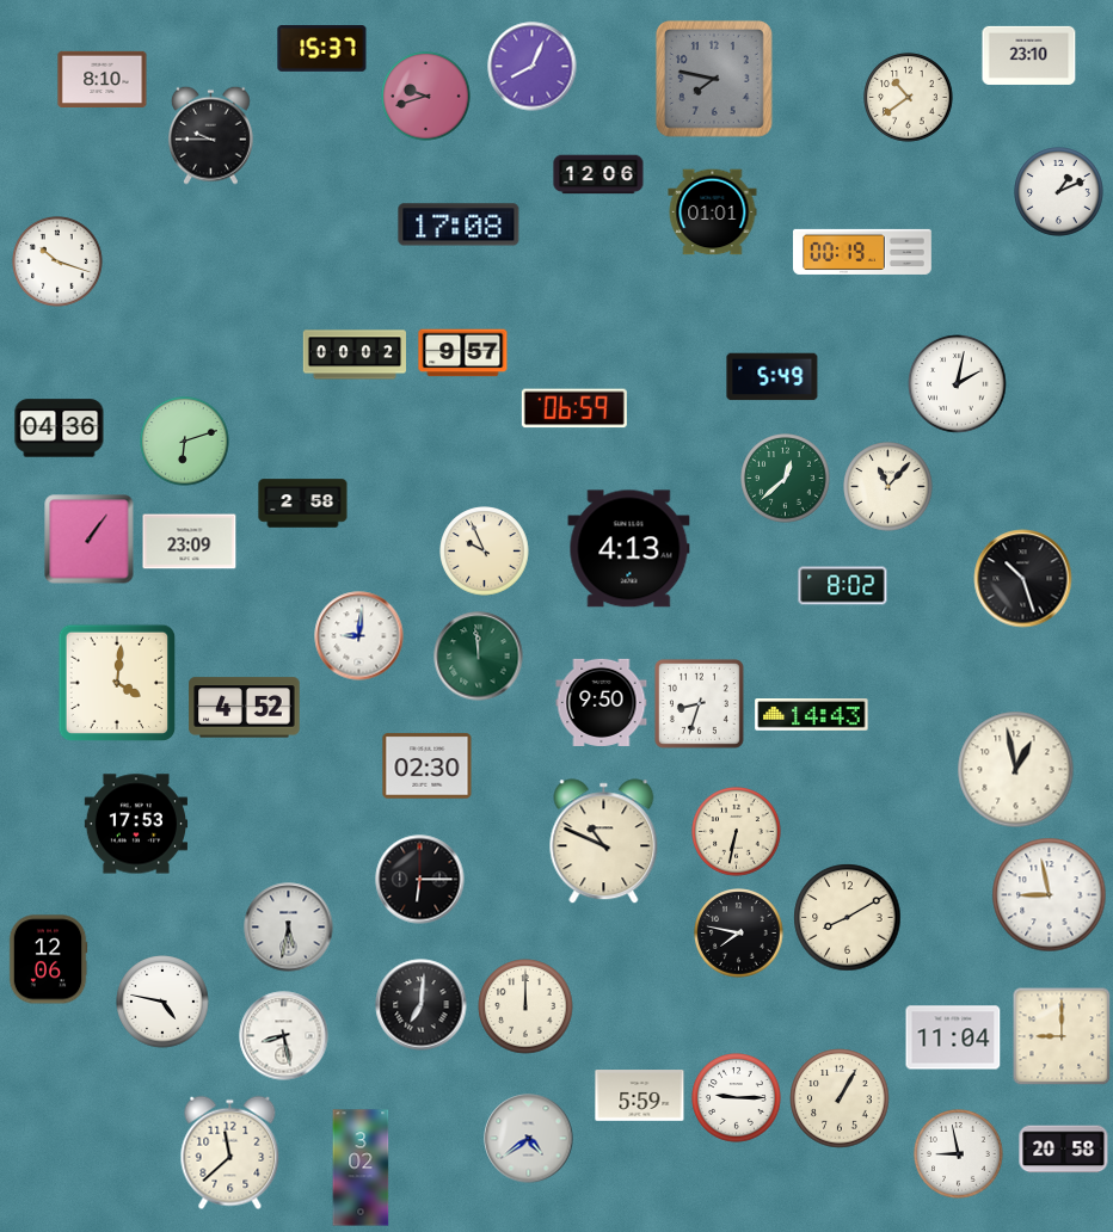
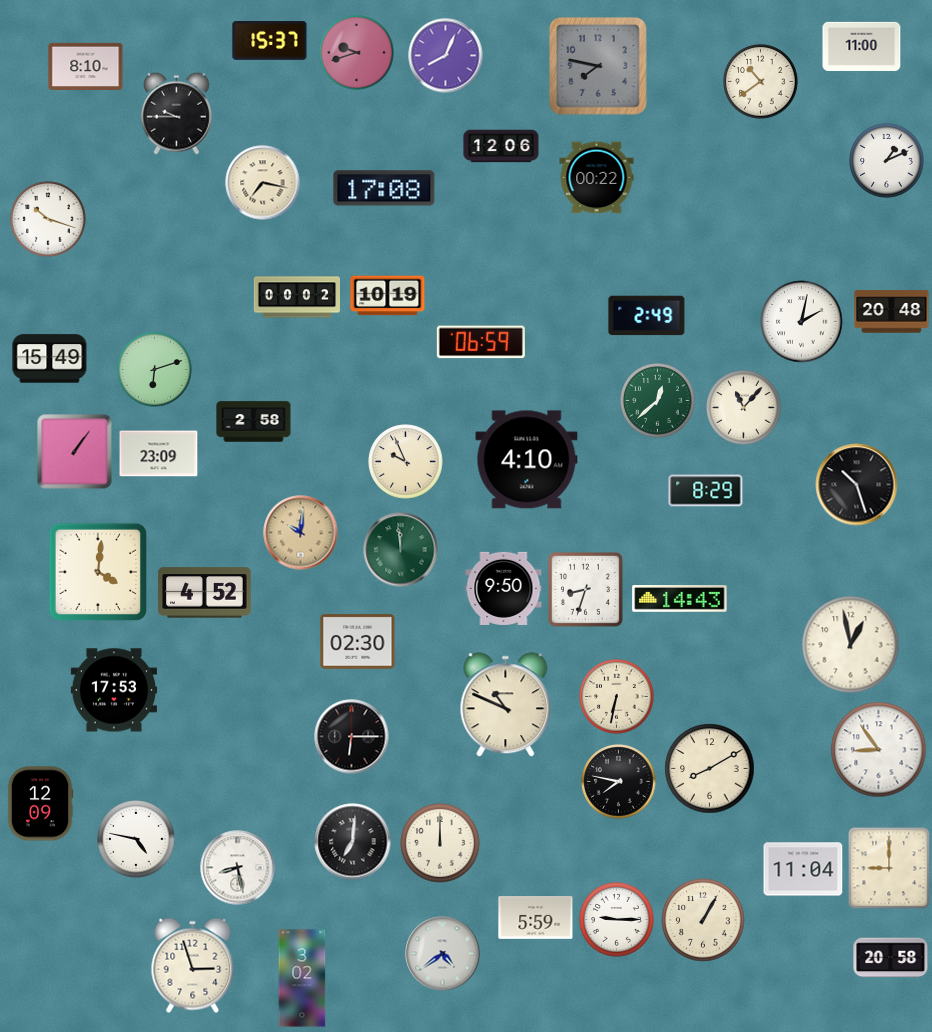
clock at (1029, 55): 23:10 -> 11:00
clock at (426, 97) position: (426, 97) -> (357, 53)
clock at (713, 212): 01:01 -> 00:22
clock at (263, 183): none -> 7:17
clock at (863, 252): 00:19 -> none
clock at (463, 353): 9:57 -> 10:19
clock at (892, 312): none -> 20:48
clock at (773, 377): 5:49 -> 2:49
clock at (60, 429): 04:36 -> 15:49
clock at (629, 549): 4:13 -> 4:10
clock at (843, 586): 8:02 -> 8:29
clock at (359, 636): 9:01 -> 10:01
clock at (359, 636) dial: white -> champagne
clock at (1050, 895): 8:58 -> 8:54
clock at (289, 928): 5:32 -> none
clock at (48, 960): 12:06 -> 12:09
clock at (953, 1037) position: (953, 1037) -> (803, 869)
clock at (1064, 1150) position: (1064, 1150) -> (891, 958)
clock at (230, 1153): 11:38 -> 2:57
clock at (959, 1154): 8:58 -> none
